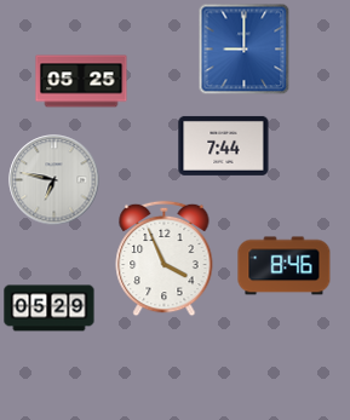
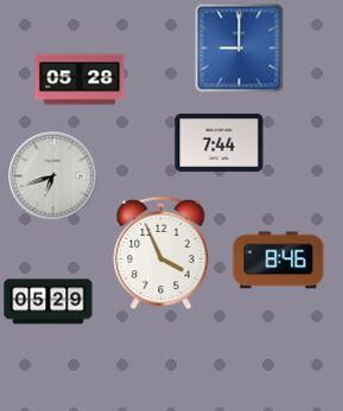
clock at (81, 81): 05:25 -> 05:28
clock at (54, 180): 6:47 -> 6:42
